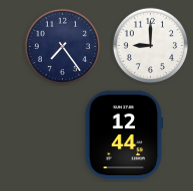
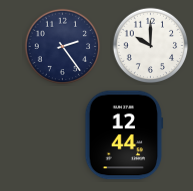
clock at (151, 46): 9:00 -> 10:00
clock at (63, 47): 7:24 -> 2:24
